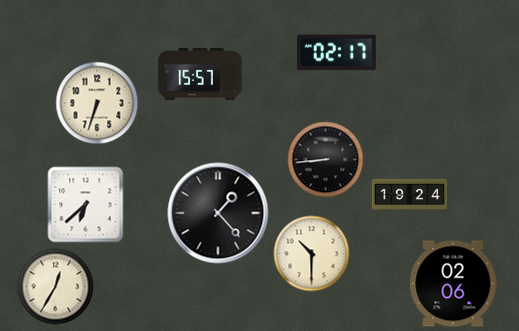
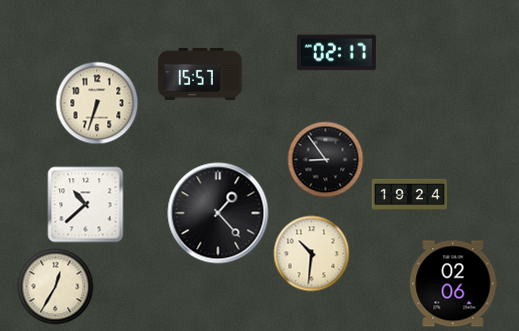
clock at (326, 160): 8:44 -> 8:54
clock at (86, 205): 6:38 -> 10:38
clock at (312, 254): 10:30 -> 10:31
